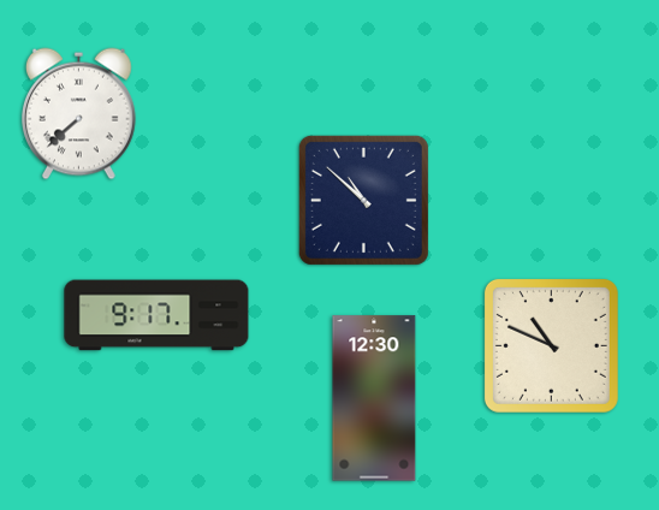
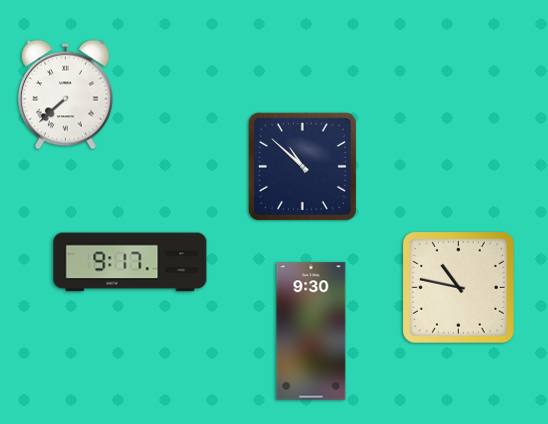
clock at (551, 345): 10:49 -> 10:47
clock at (374, 398): 12:30 -> 9:30
